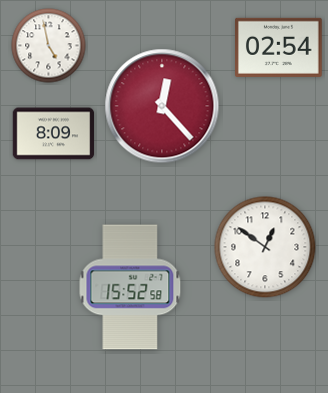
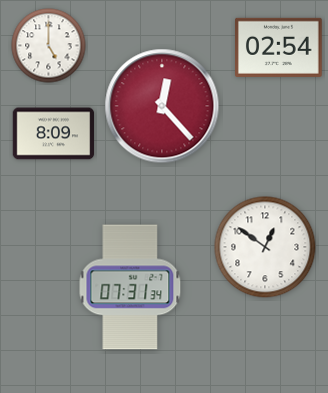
clock at (49, 46): 4:58 -> 5:00
clock at (130, 287): 15:52 -> 07:31
